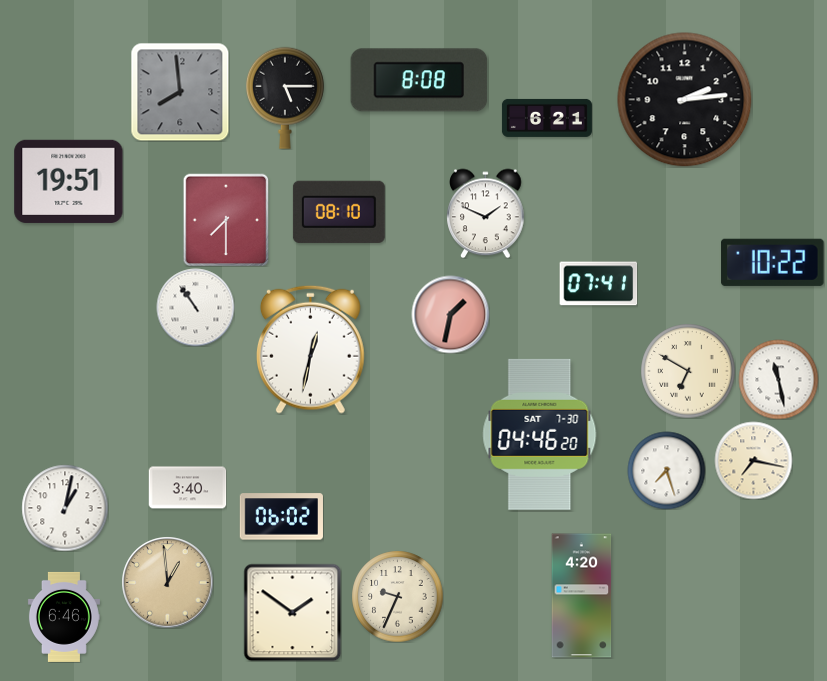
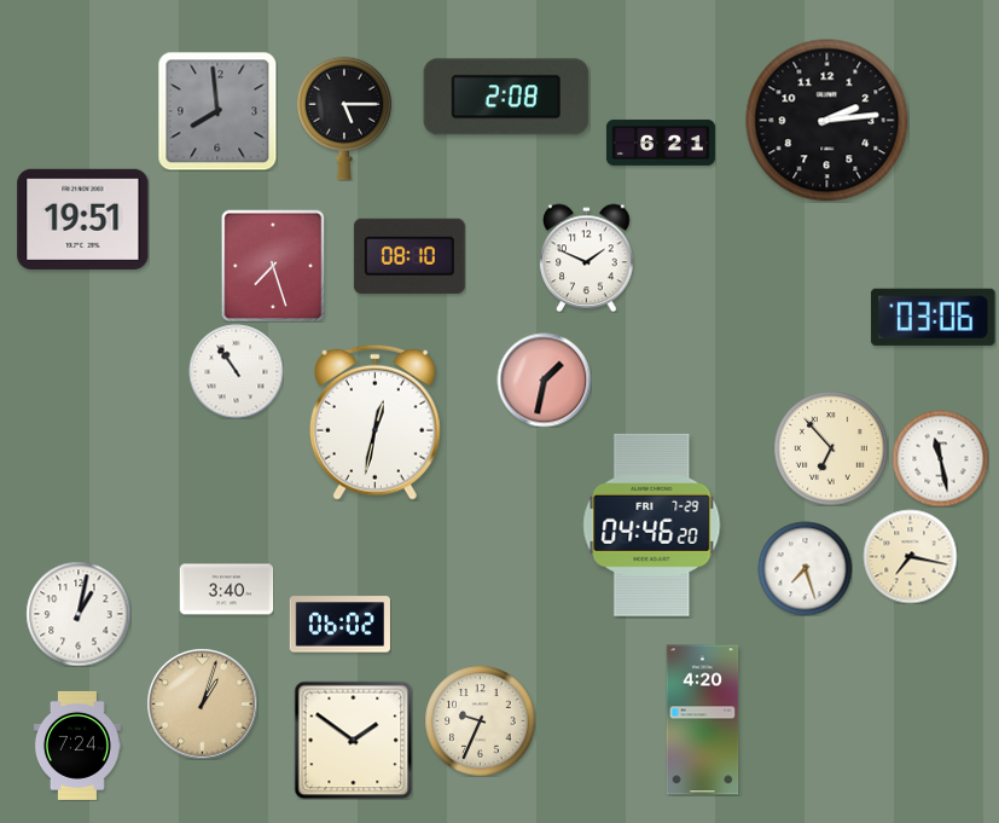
clock at (419, 80): 8:08 -> 2:08
clock at (226, 220): 7:30 -> 7:27
clock at (773, 262): 10:22 -> 03:06
clock at (598, 284): 07:41 -> none
clock at (688, 371): 6:50 -> 6:53
clock at (540, 434) date: SAT 7-30 -> FRI 7-29
clock at (167, 582): 12:59 -> 1:03
clock at (64, 617): 6:46 -> 7:24
